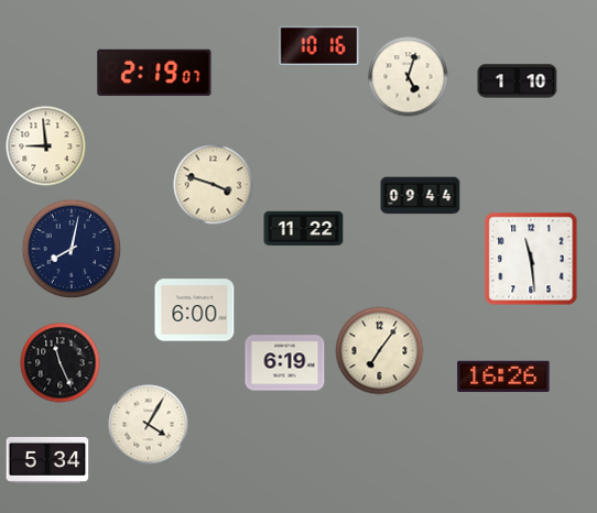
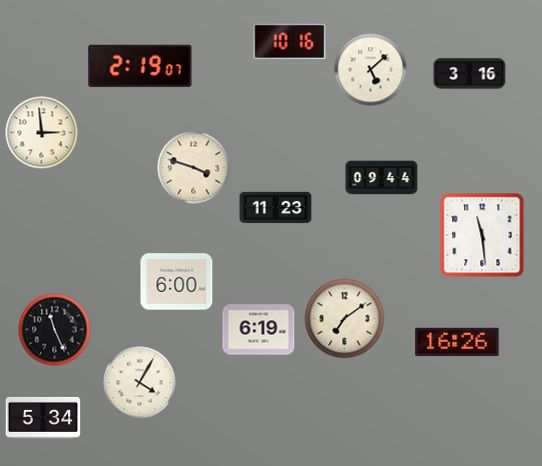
clock at (409, 77): 5:03 -> 5:08
clock at (518, 81): 1:10 -> 3:16
clock at (46, 146): 8:59 -> 2:59
clock at (304, 229): 11:22 -> 11:23
clock at (72, 249): 8:02 -> none
clock at (380, 351): 7:06 -> 7:09
clock at (149, 425) position: (149, 425) -> (140, 383)
